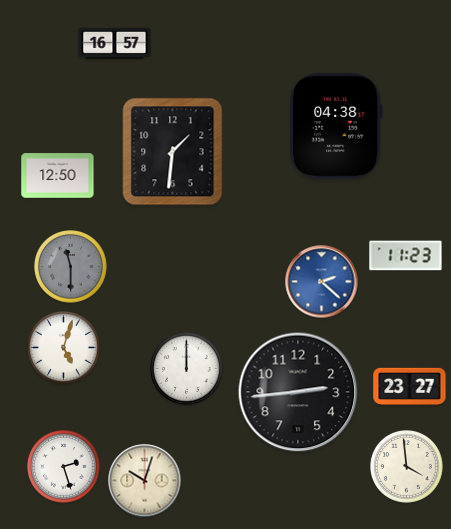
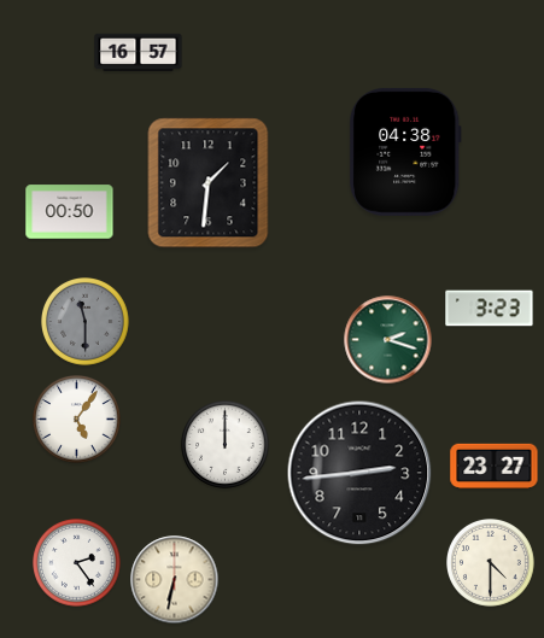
clock at (58, 176): 12:50 -> 00:50
clock at (406, 256): 11:23 -> 3:23
clock at (322, 282): 2:22 -> 2:18
clock at (322, 282) dial: blue -> green
clock at (64, 348): 5:03 -> 5:06
clock at (64, 467): 2:27 -> 2:24
clock at (407, 467): 3:59 -> 4:30
clock at (145, 481): 10:03 -> 6:32
